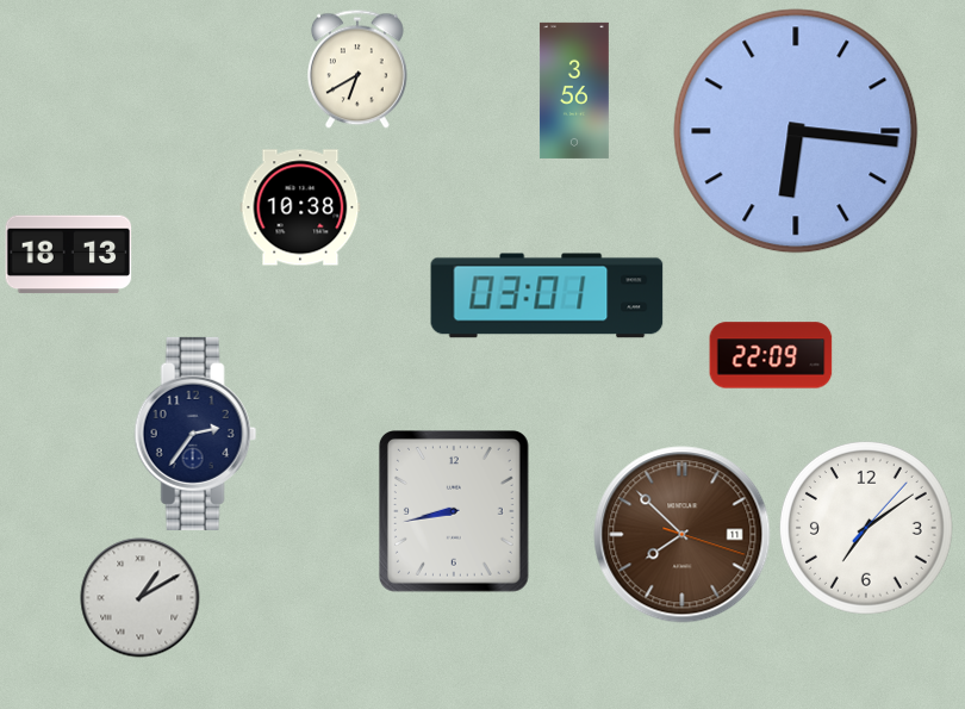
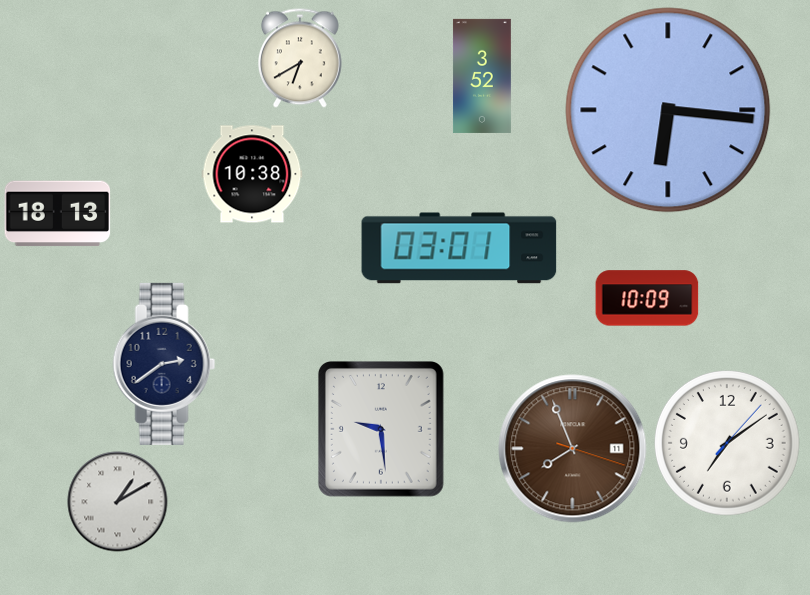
clock at (574, 91): 3:56 -> 3:52
clock at (771, 355): 22:09 -> 10:09
clock at (195, 434): 2:36 -> 2:39
clock at (454, 512): 8:43 -> 9:29
clock at (683, 535): 7:52 -> 7:56
